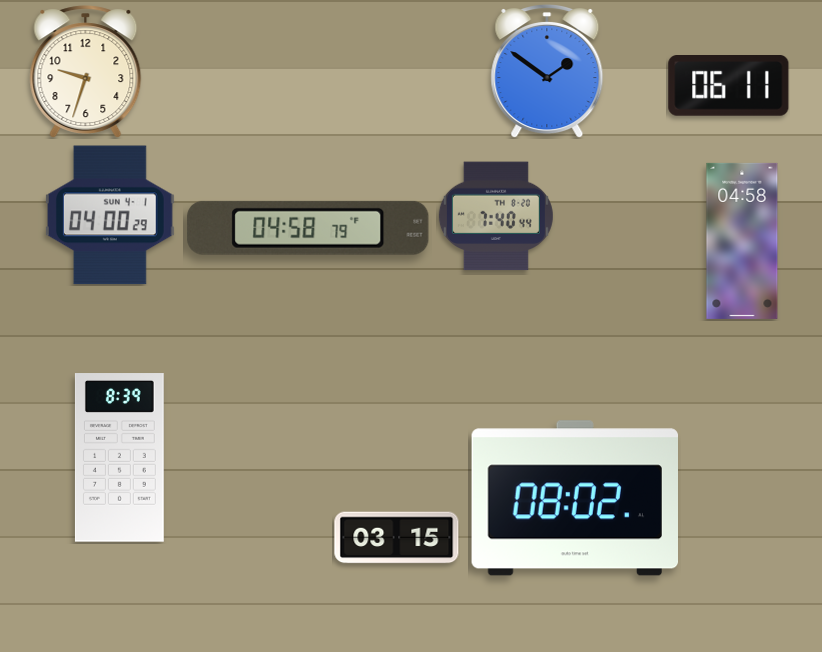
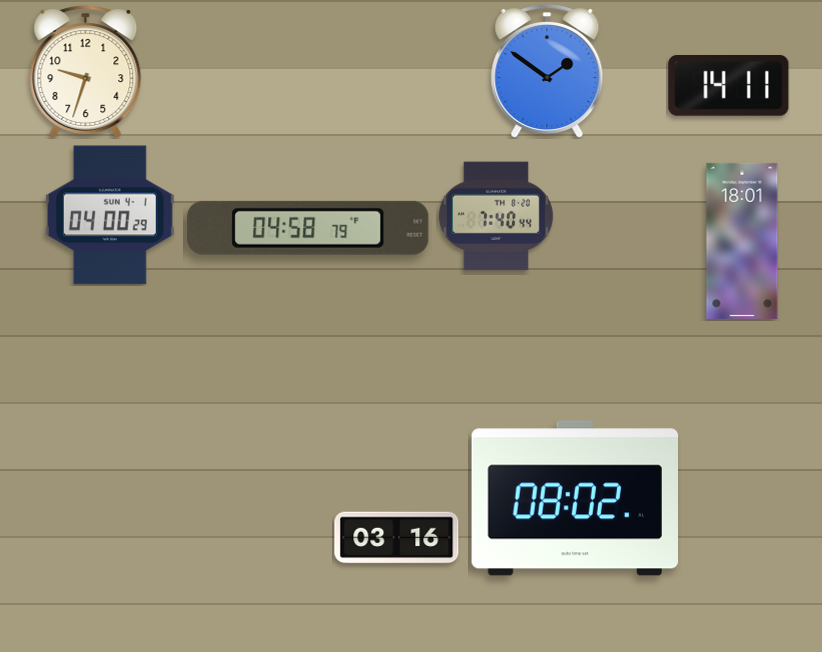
clock at (729, 86): 06:11 -> 14:11
clock at (742, 241): 04:58 -> 18:01
clock at (119, 458): 8:39 -> none
clock at (397, 538): 03:15 -> 03:16
